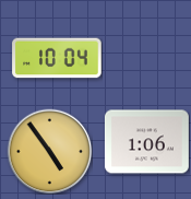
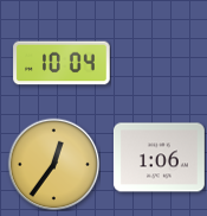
clock at (146, 142) position: (146, 142) -> (159, 158)
clock at (49, 151): 4:54 -> 12:36
